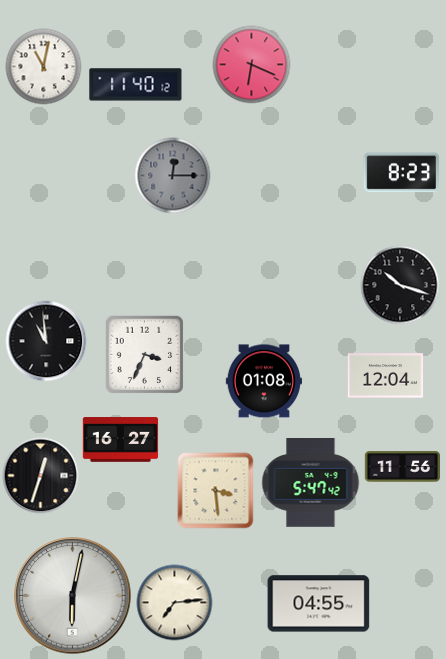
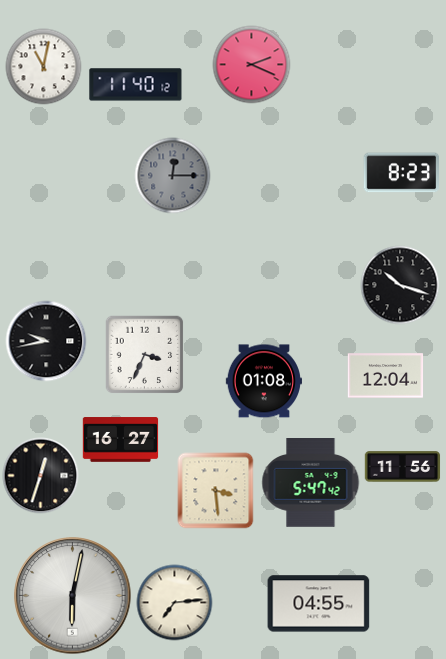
clock at (252, 65): 6:19 -> 2:19
clock at (46, 341): 10:59 -> 9:43
